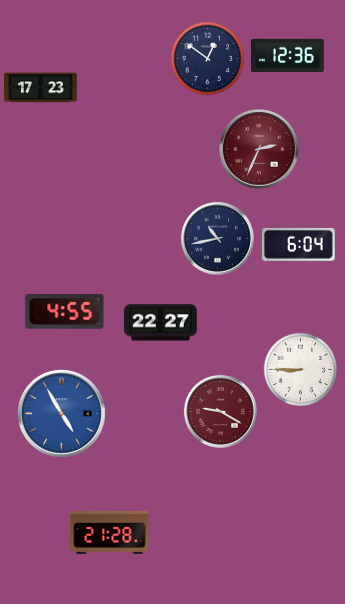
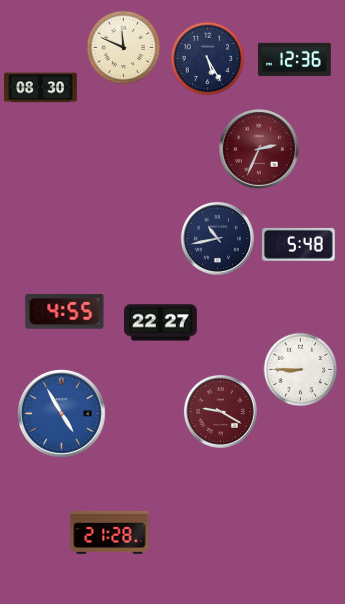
clock at (124, 48): none -> 11:49
clock at (288, 56) position: (288, 56) -> (295, 60)
clock at (208, 59): 12:51 -> 5:25
clock at (41, 88): 17:23 -> 08:30
clock at (298, 244): 6:04 -> 5:48
